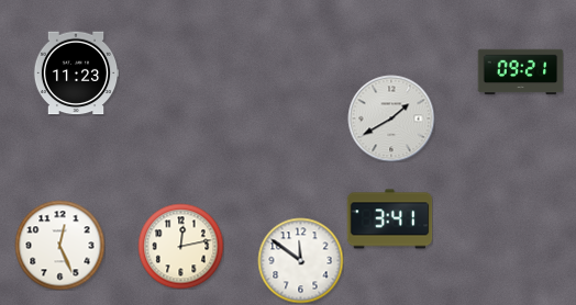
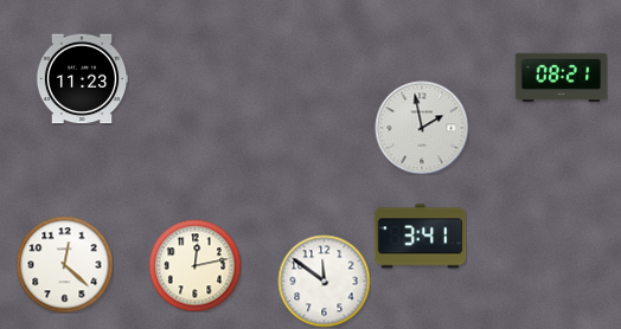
clock at (520, 72): 09:21 -> 08:21
clock at (391, 118): 1:40 -> 1:58
clock at (59, 245): 12:26 -> 12:22
